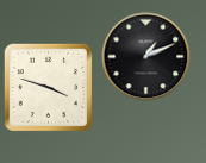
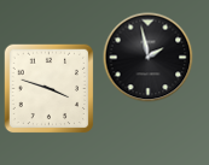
clock at (146, 57): 1:11 -> 1:58
